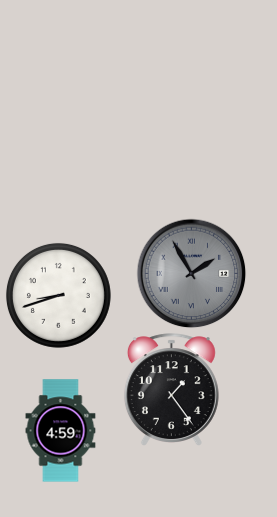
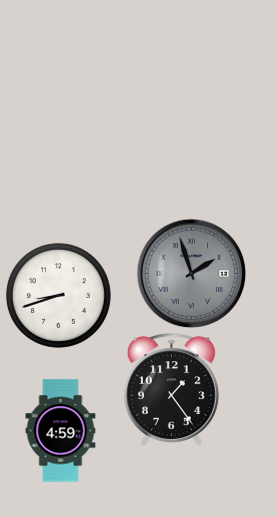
clock at (191, 273): 1:55 -> 1:57
